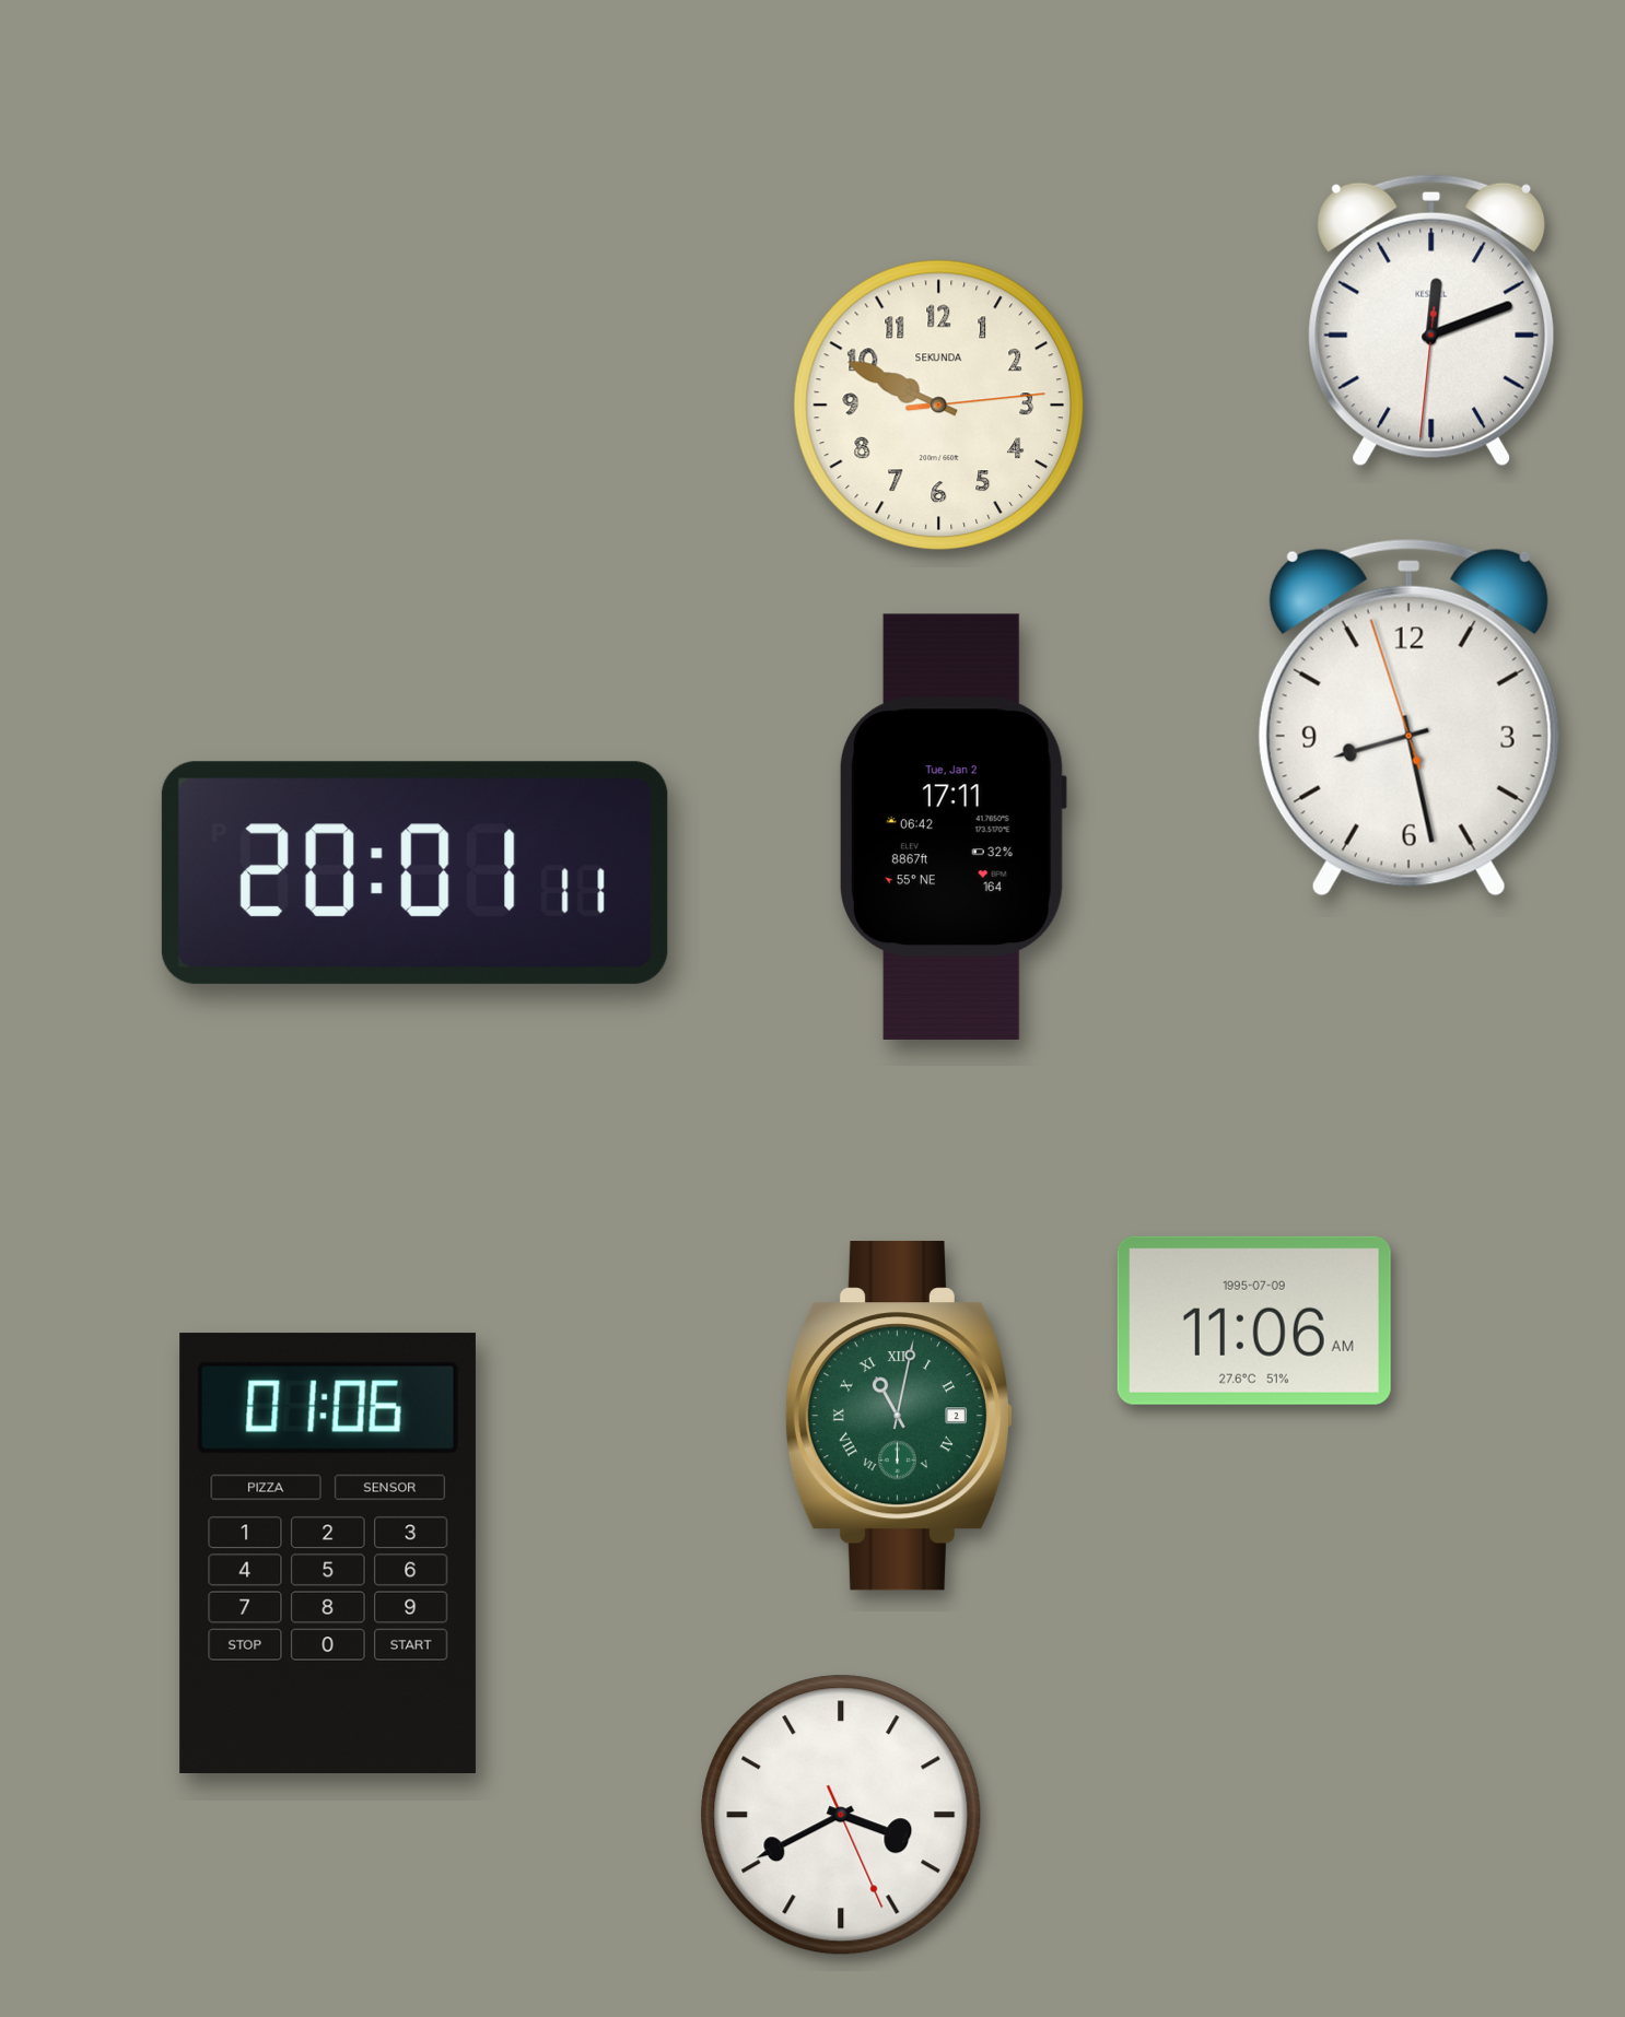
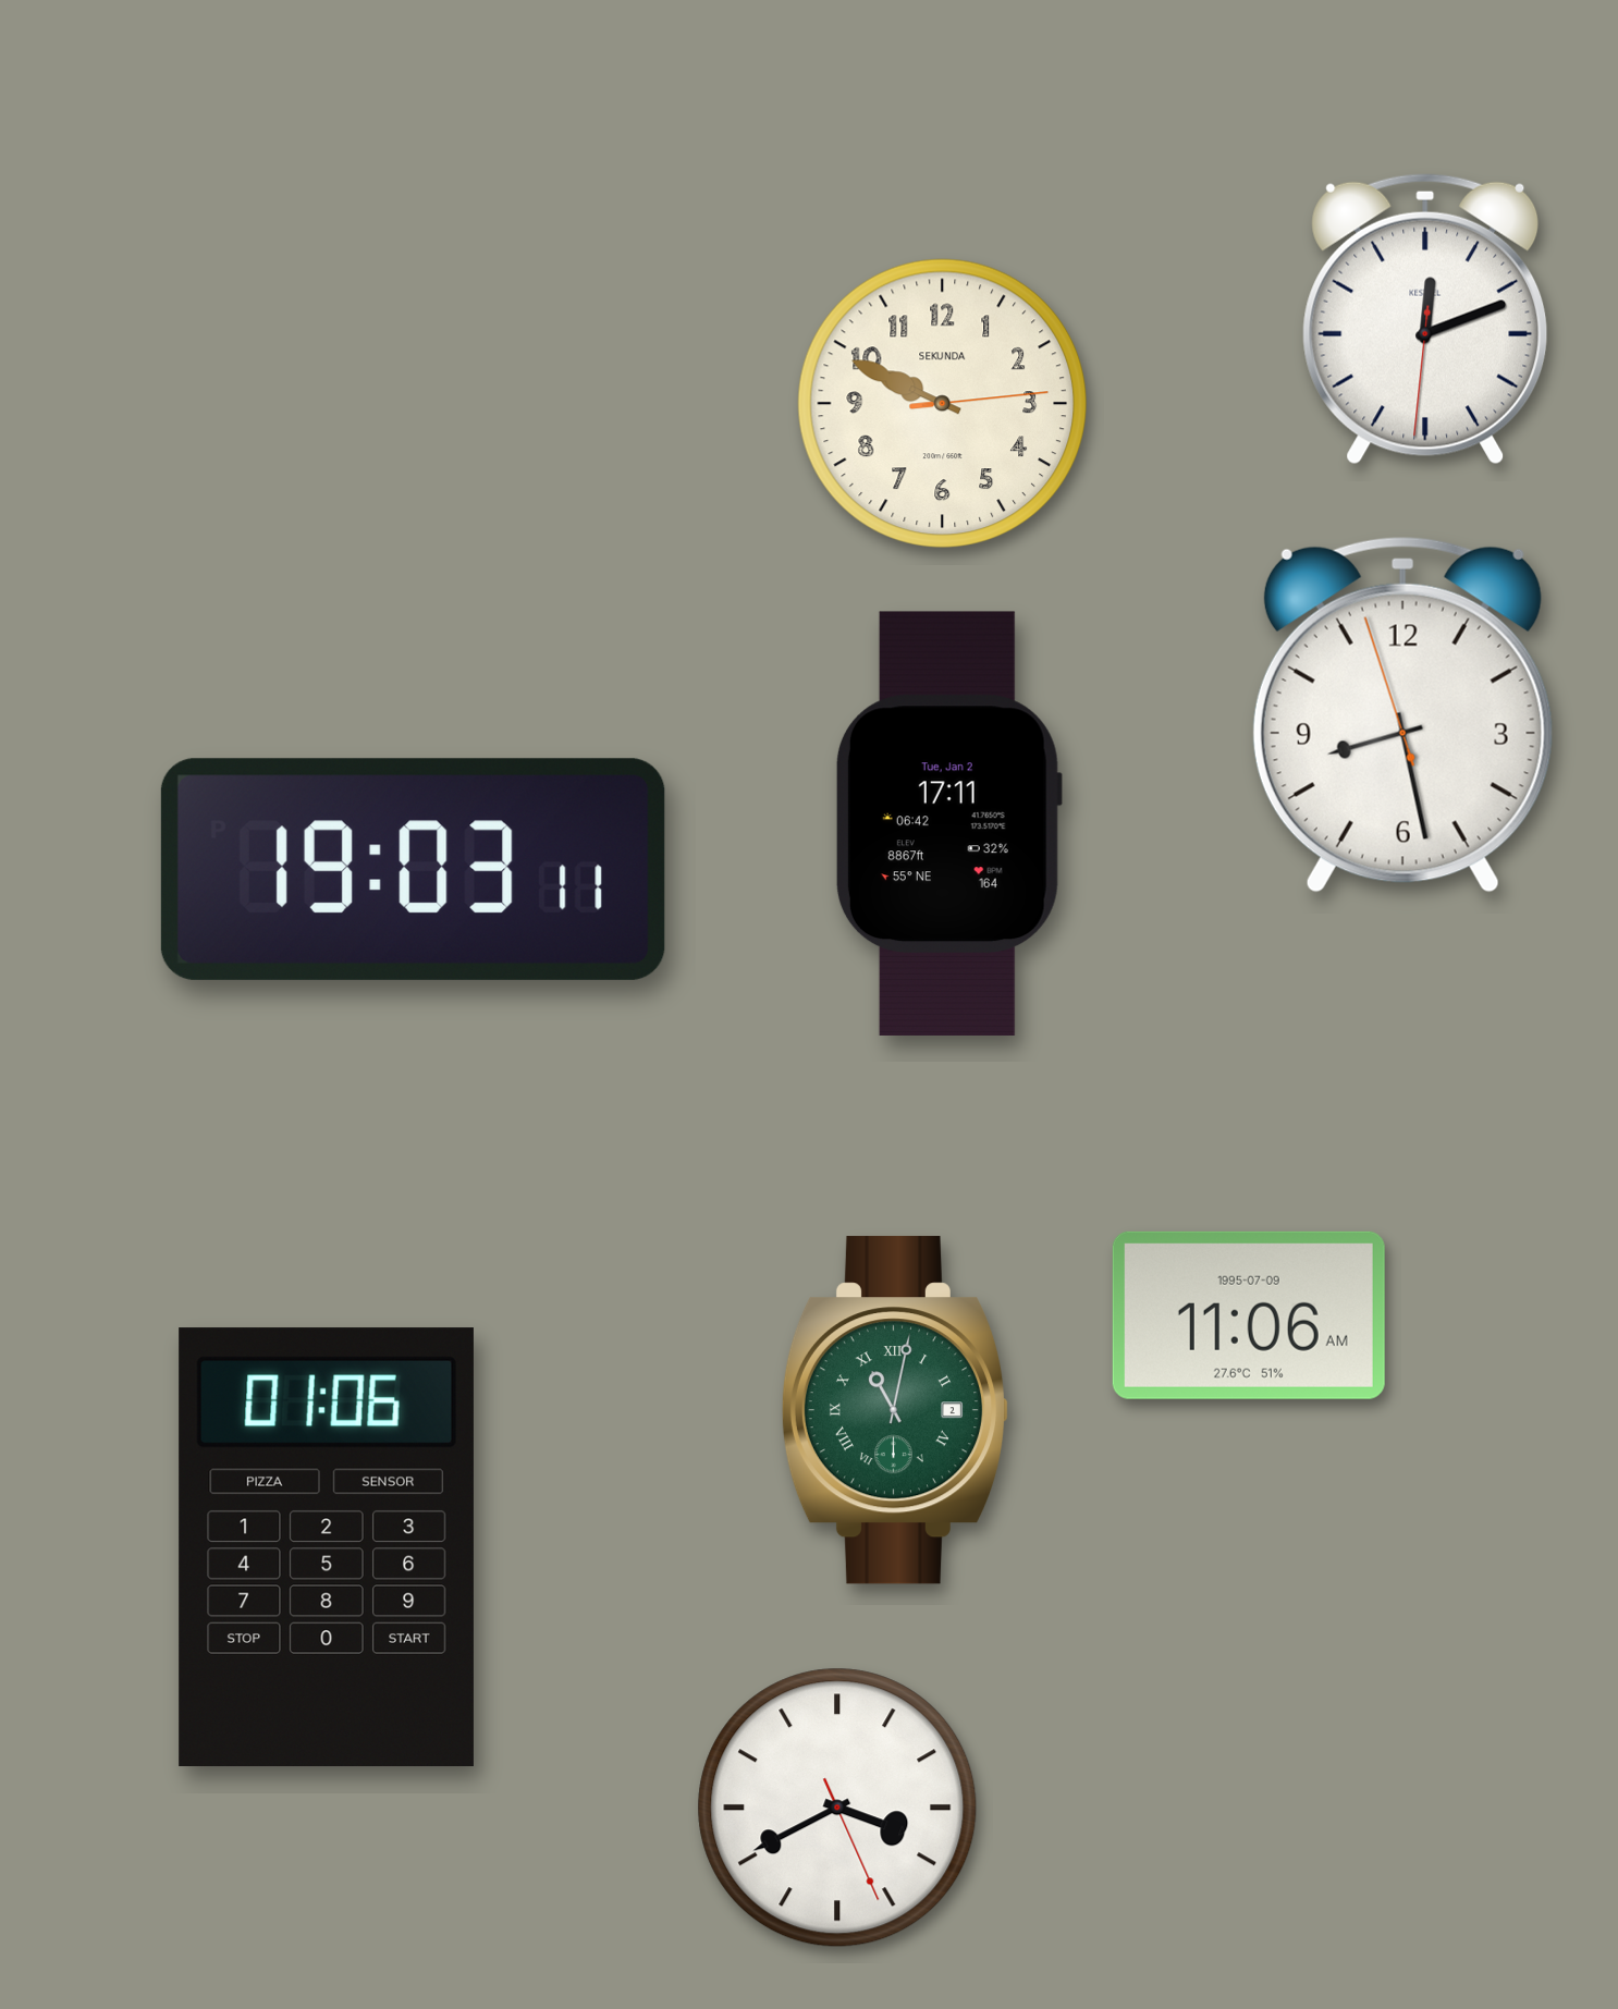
clock at (938, 404) position: (938, 404) -> (942, 403)
clock at (414, 872): 20:01 -> 19:03
